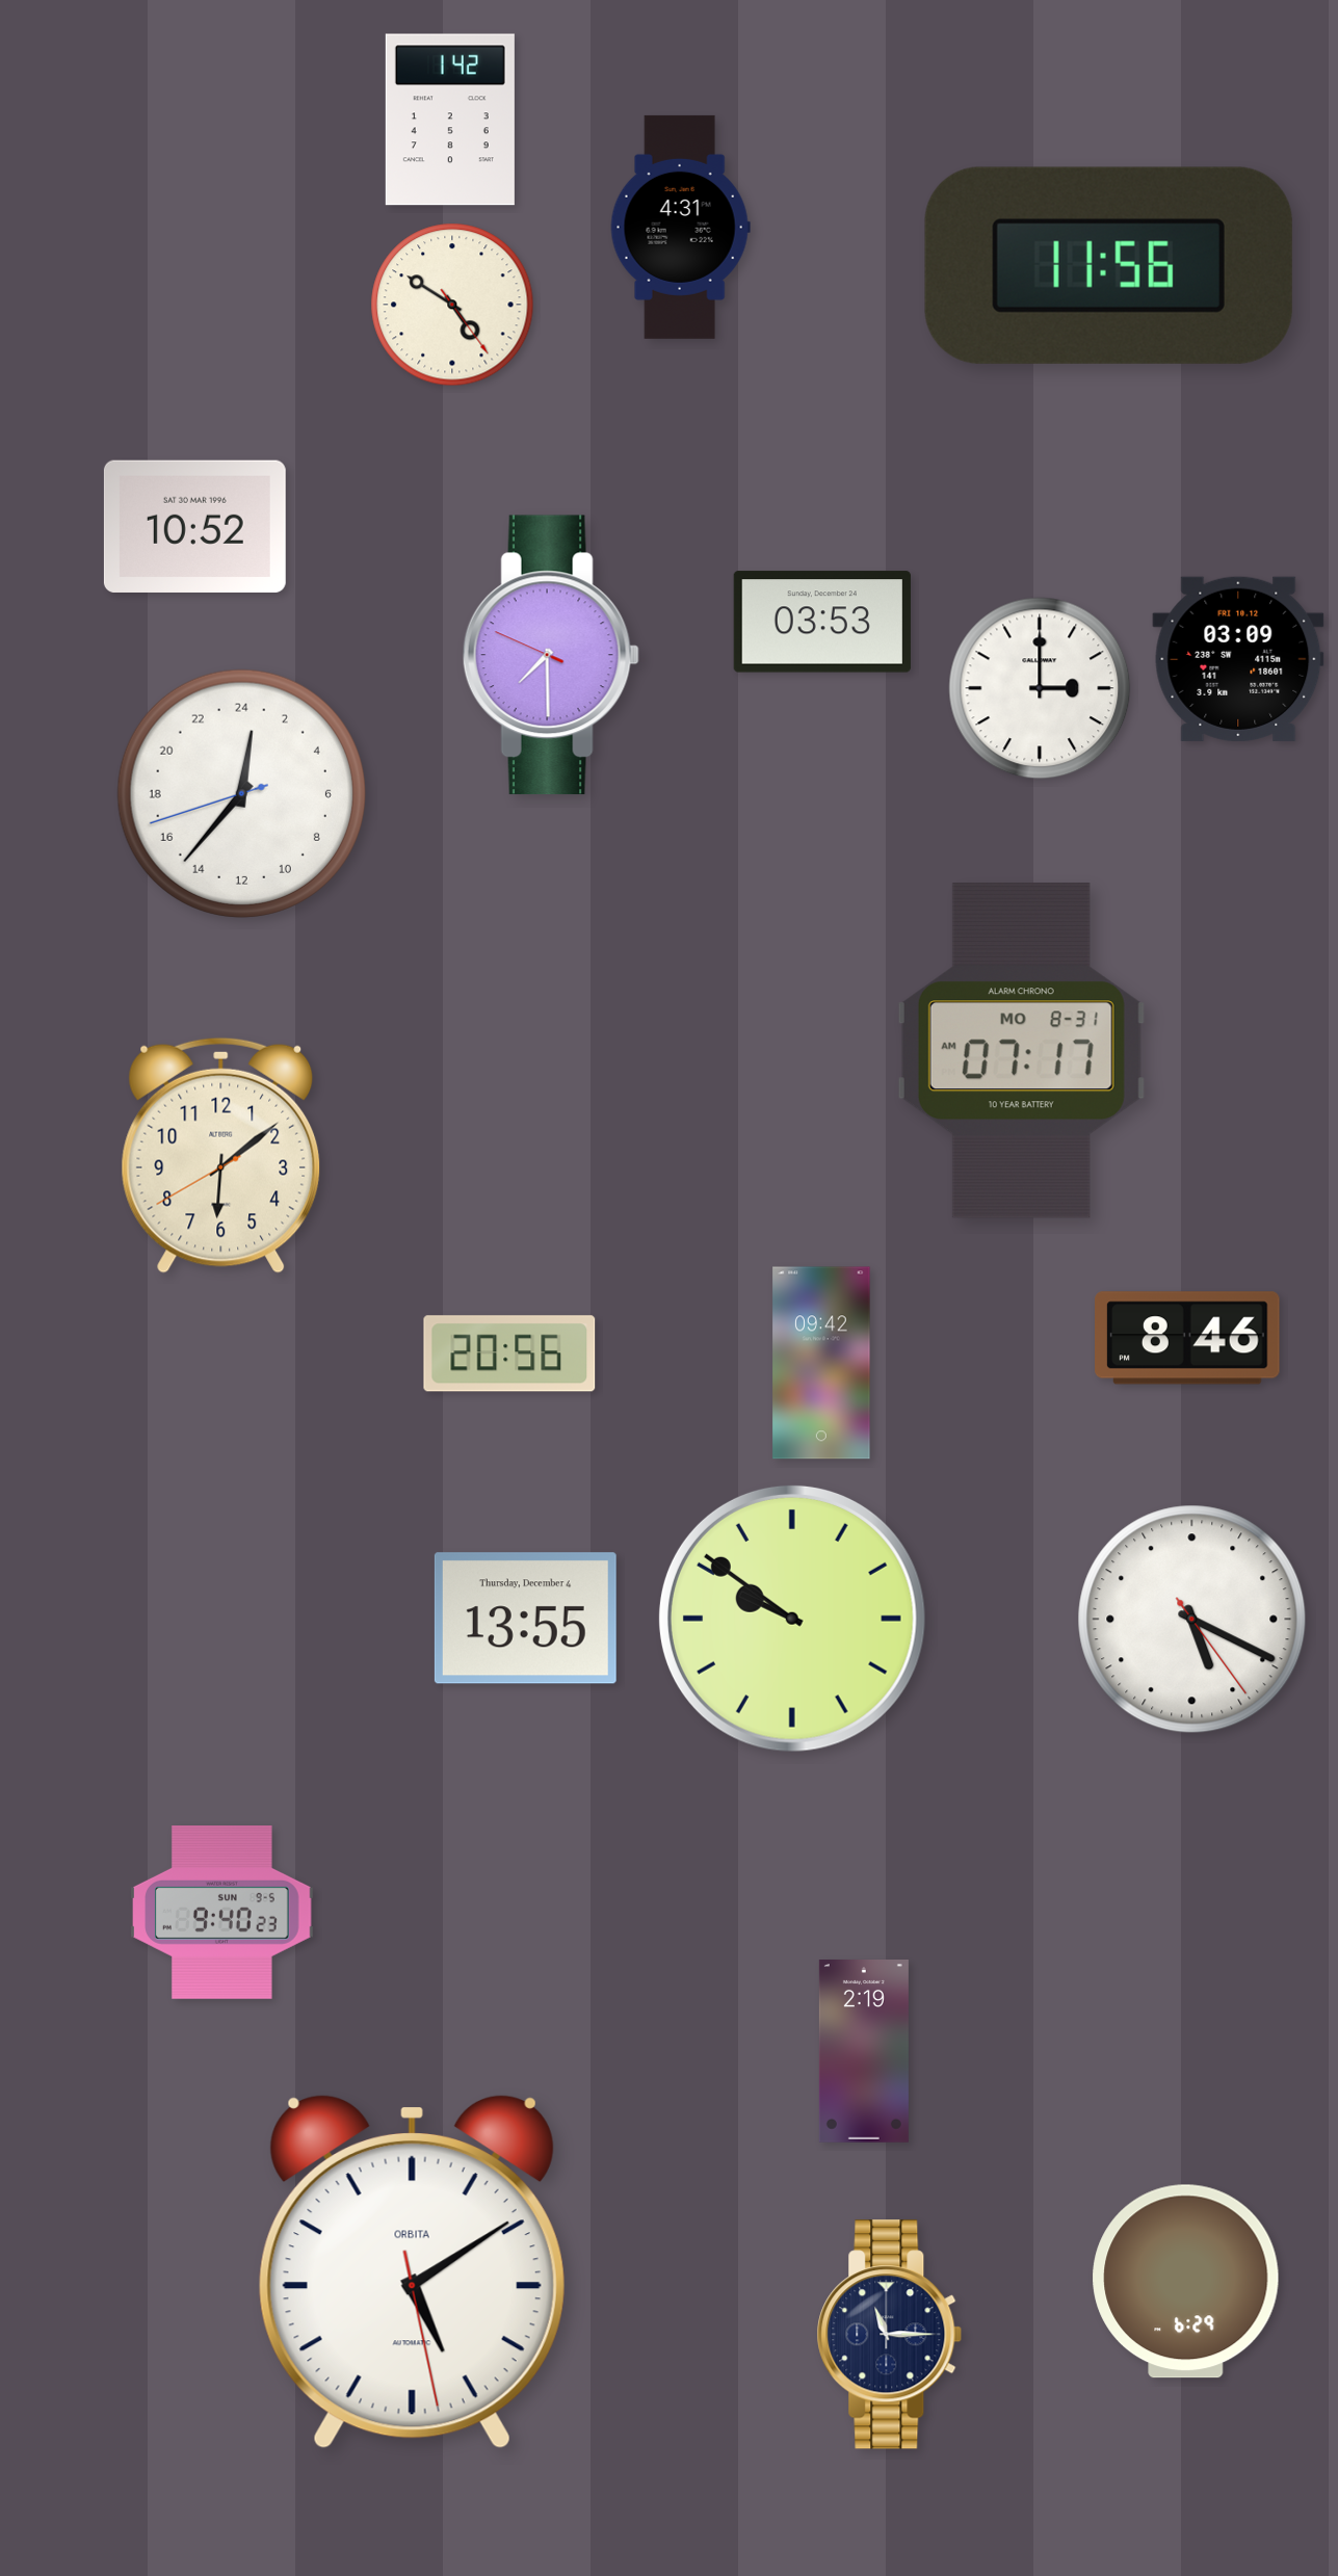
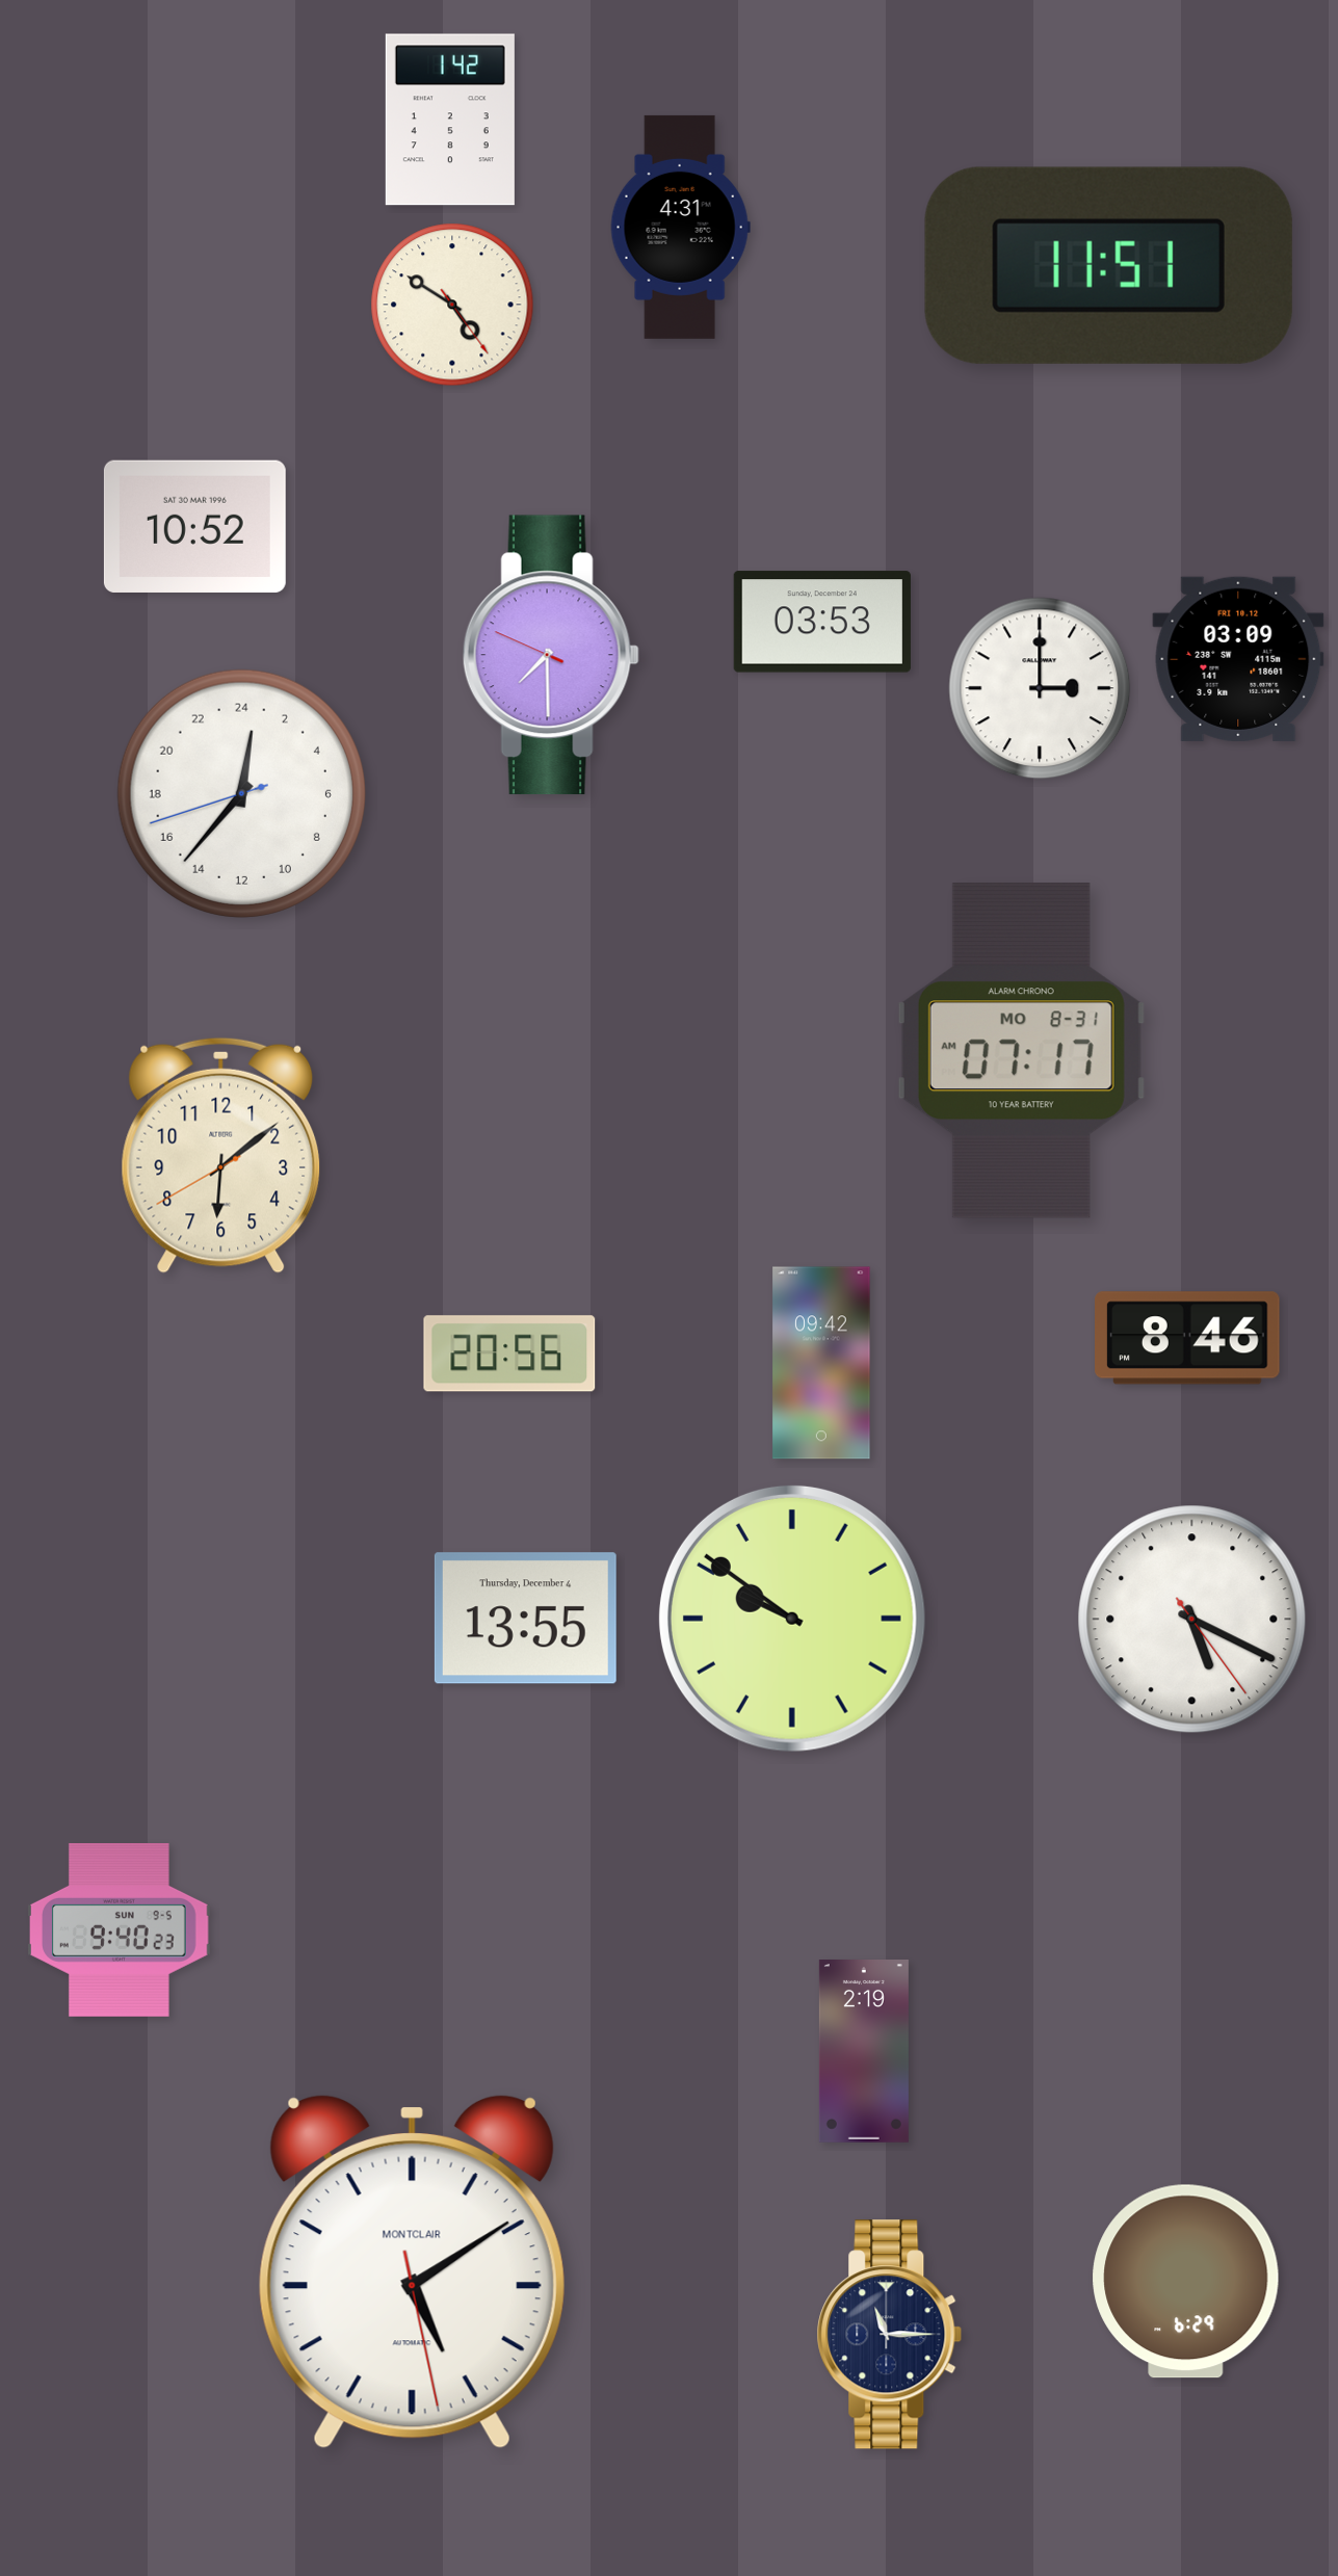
clock at (1108, 265): 11:56 -> 11:51
clock at (222, 1913) position: (222, 1913) -> (120, 1930)
clock at (412, 2271) brand: ORBITA -> MONTCLAIR
